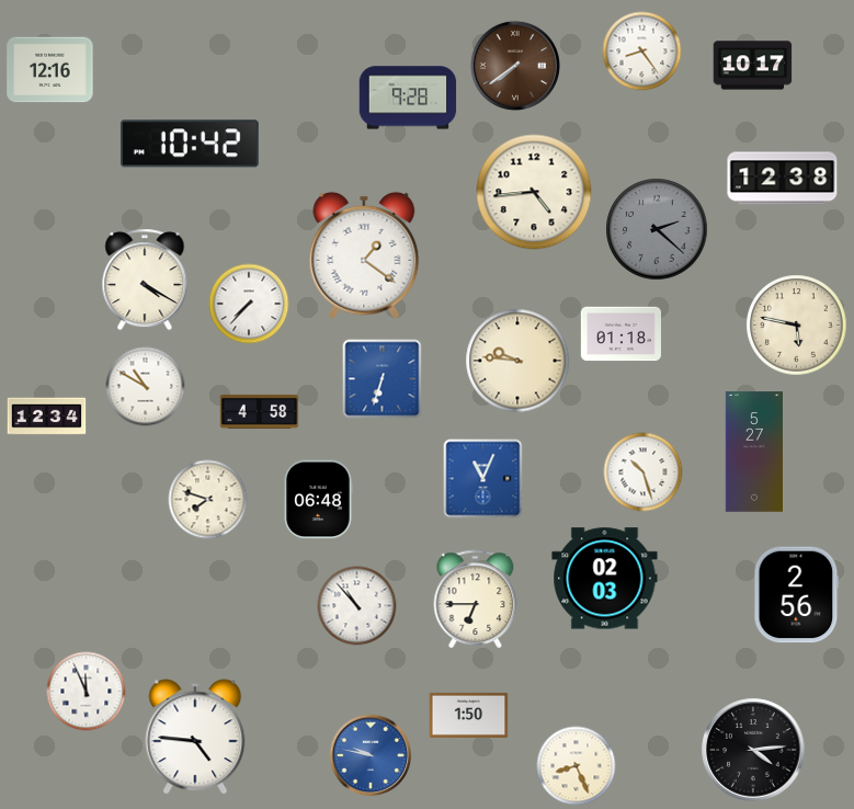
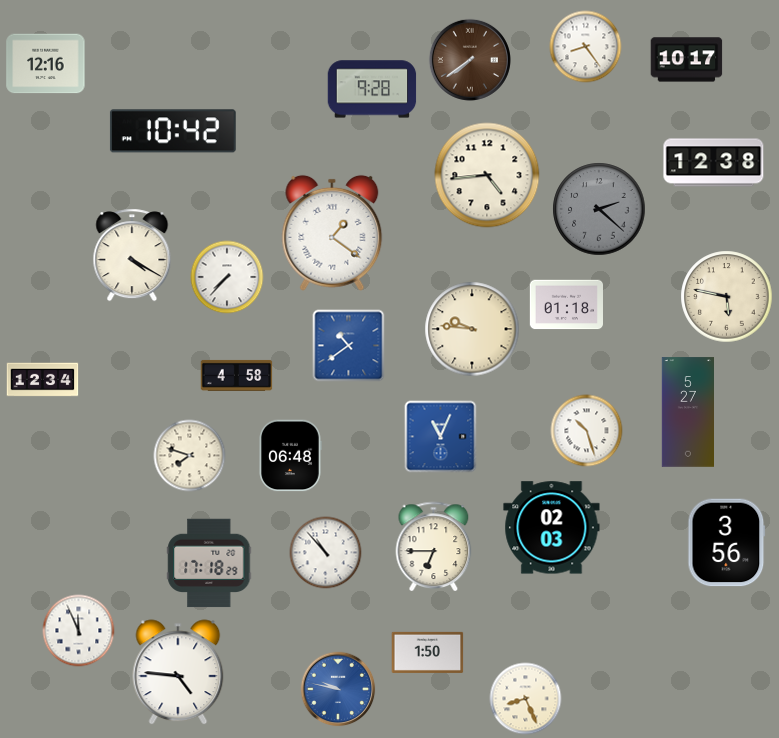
clock at (383, 379): 6:33 -> 10:39
clock at (146, 387): 10:50 -> none
clock at (797, 595): 2:56 -> 3:56
clock at (209, 563): none -> 17:18
clock at (753, 750): 4:14 -> none
